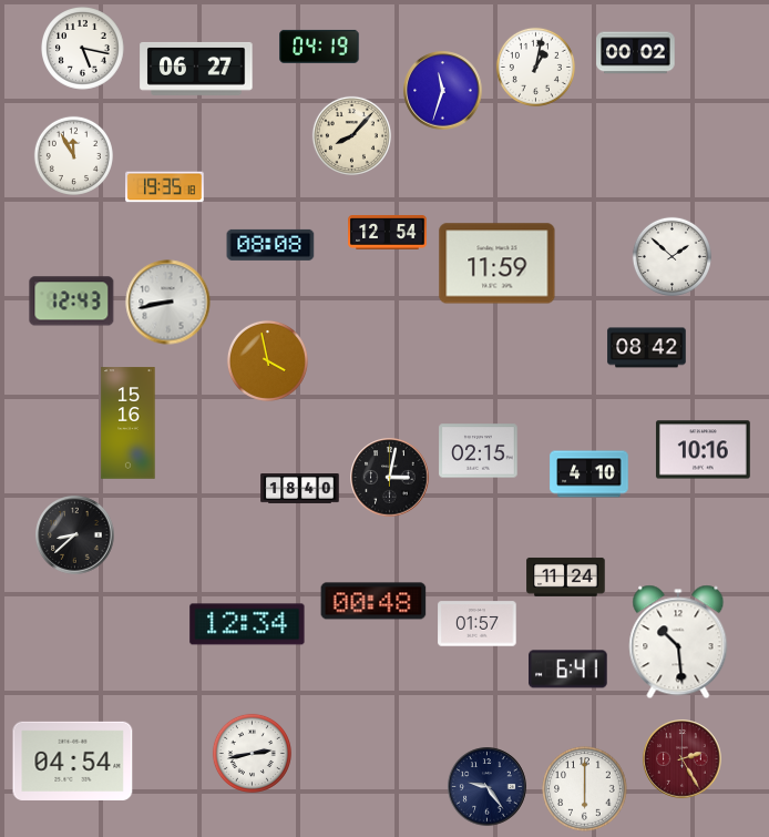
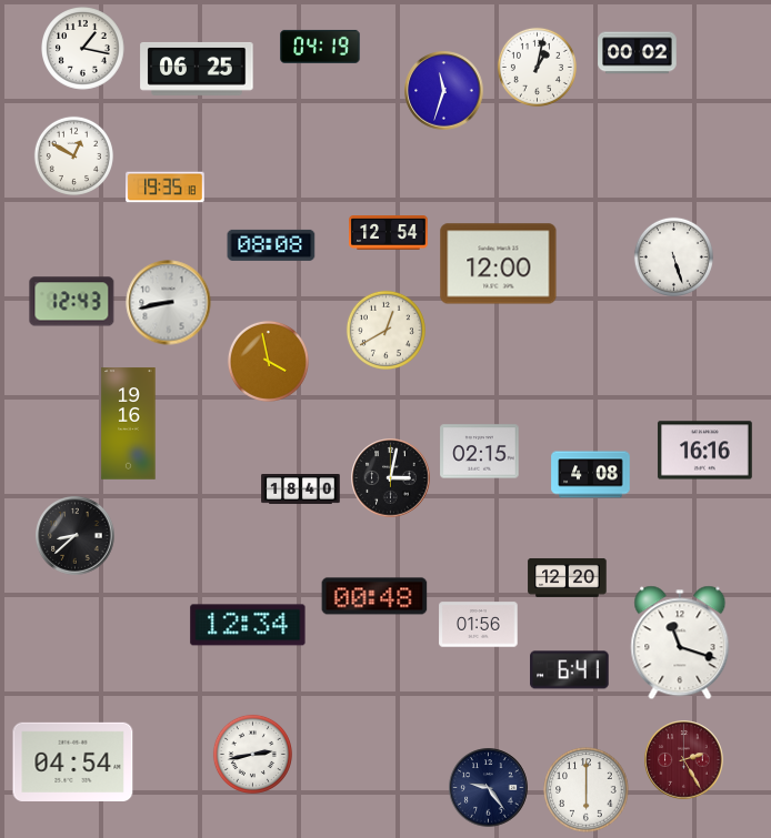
clock at (83, 49): 5:17 -> 1:17
clock at (196, 69): 06:27 -> 06:25
clock at (351, 135): 8:07 -> none
clock at (73, 155): 11:55 -> 12:50
clock at (671, 256): 1:52 -> 5:27
clock at (498, 264): 11:59 -> 12:00
clock at (385, 330): none -> 12:40
clock at (647, 348): 08:42 -> none
clock at (129, 423): 15:16 -> 19:16
clock at (703, 450): 10:16 -> 16:16
clock at (589, 474): 4:10 -> 4:08
clock at (566, 576): 11:24 -> 12:20
clock at (373, 601) position: (373, 601) -> (374, 596)
clock at (478, 624): 01:57 -> 01:56
clock at (678, 642): 10:29 -> 11:18
